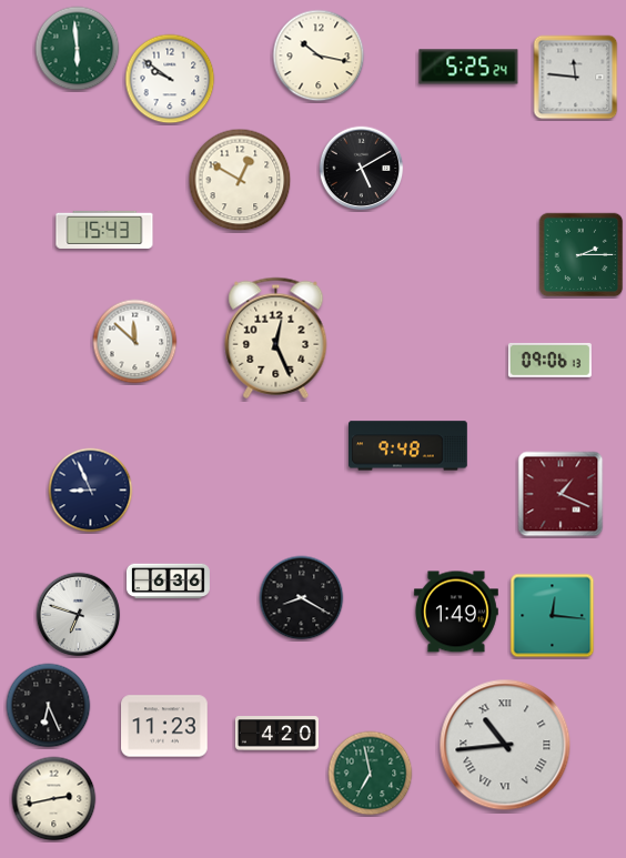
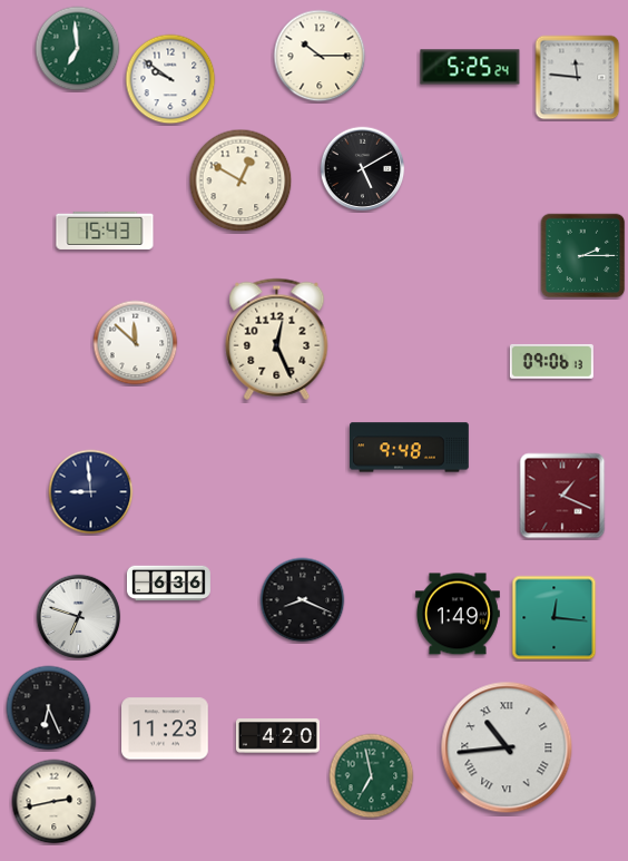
clock at (78, 49): 5:59 -> 6:59
clock at (319, 55): 10:17 -> 10:15
clock at (91, 491): 8:56 -> 8:59
clock at (302, 598): 8:20 -> 8:19
